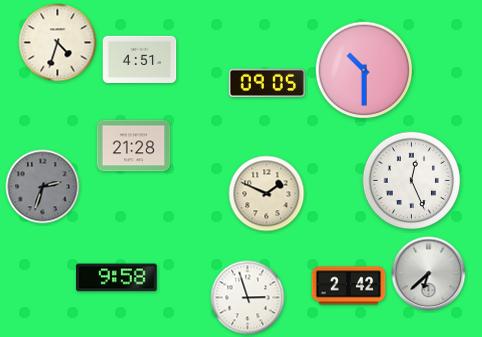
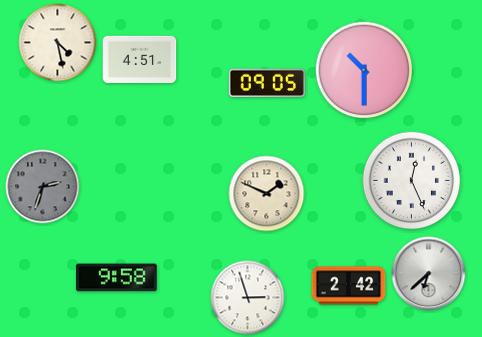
clock at (58, 43): 4:33 -> 4:28
clock at (134, 146): 21:28 -> none
